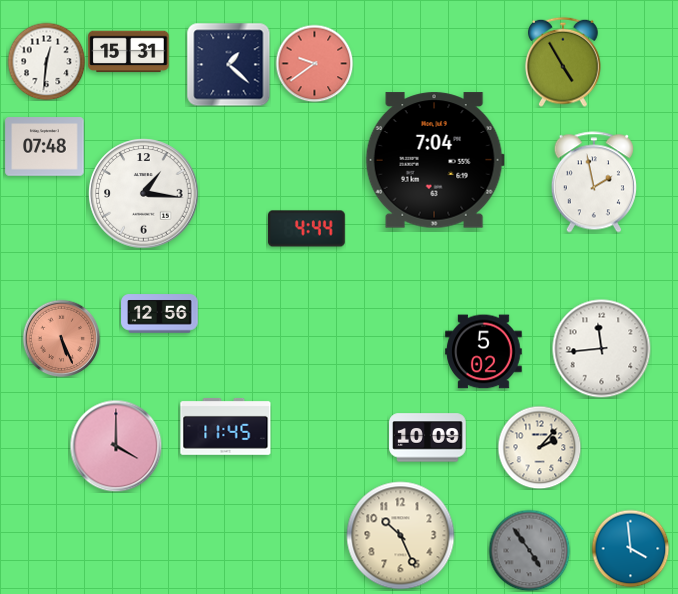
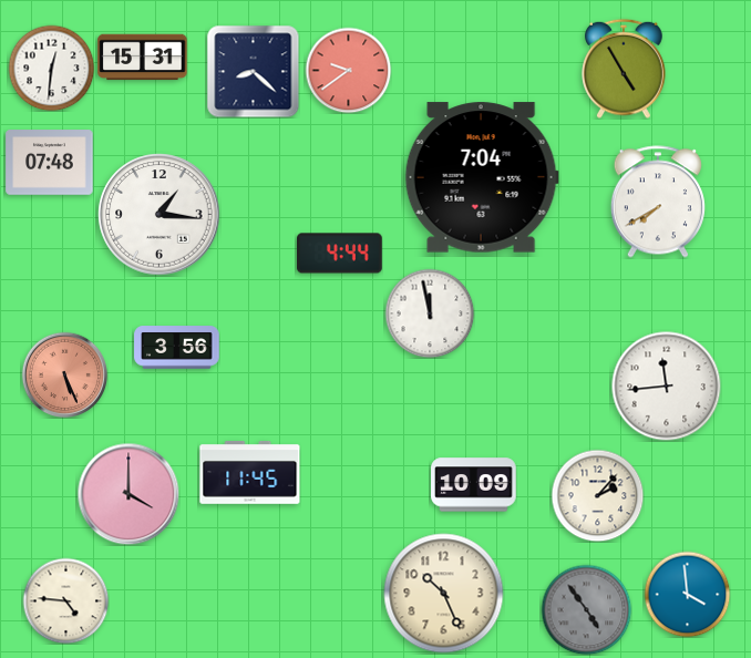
clock at (228, 64): 1:22 -> 8:22
clock at (594, 182): 1:58 -> 7:40
clock at (430, 313): none -> 11:58
clock at (160, 314): 12:56 -> 3:56
clock at (61, 338) position: (61, 338) -> (64, 374)
clock at (484, 352): 5:02 -> none
clock at (65, 600): none -> 4:46
clock at (630, 548) position: (630, 548) -> (687, 594)
